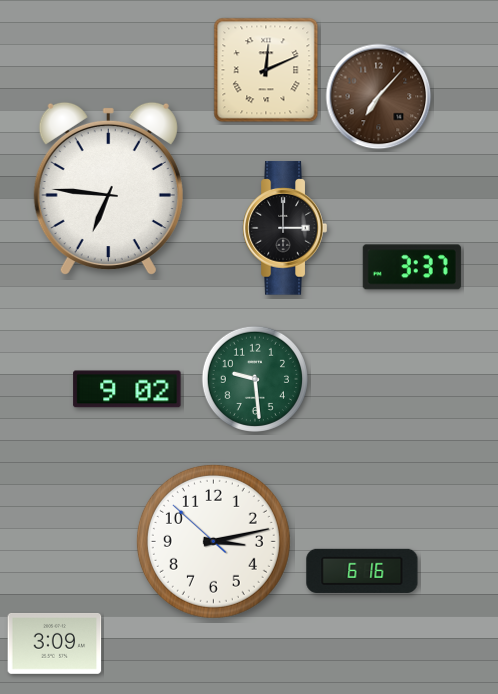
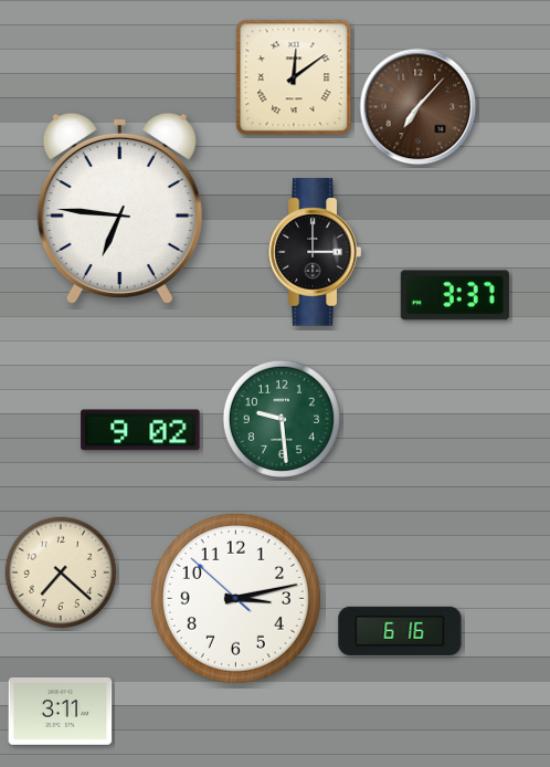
clock at (266, 70): 12:11 -> 12:09
clock at (60, 571): none -> 7:22
clock at (55, 643): 3:09 -> 3:11
